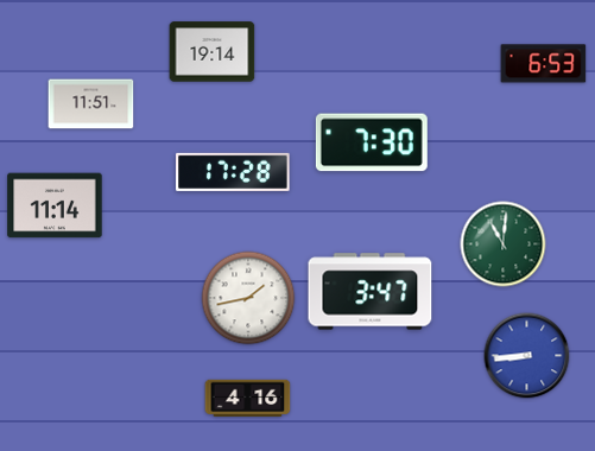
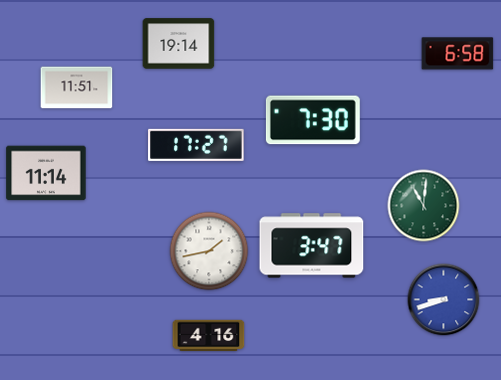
clock at (544, 64): 6:53 -> 6:58
clock at (233, 172): 17:28 -> 17:27
clock at (527, 356): 8:44 -> 8:42
